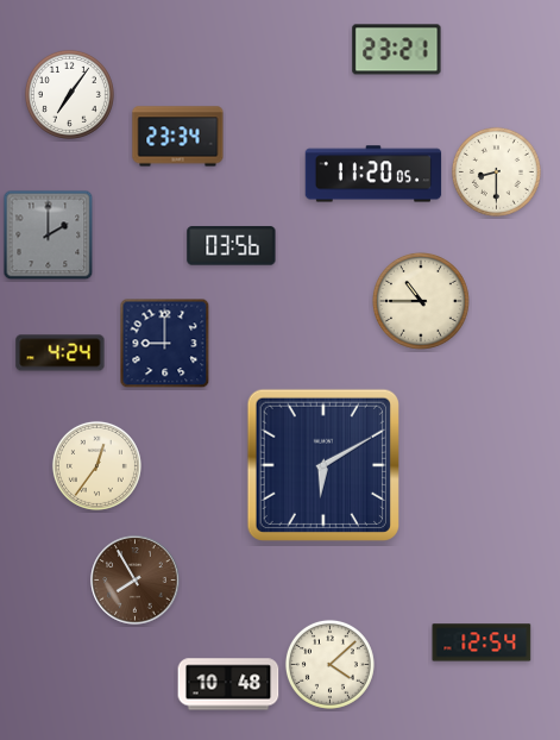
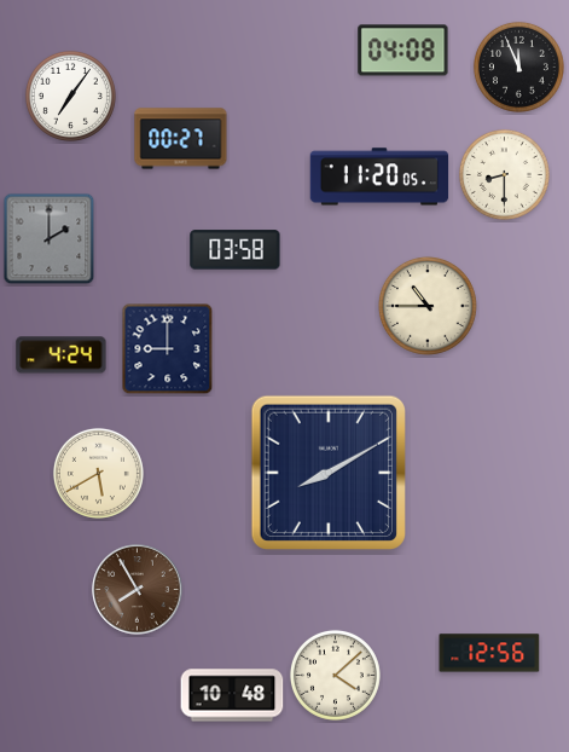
clock at (397, 50): 23:21 -> 04:08
clock at (518, 66): none -> 11:56
clock at (178, 137): 23:34 -> 00:27
clock at (232, 246): 03:56 -> 03:58
clock at (61, 353) position: (61, 353) -> (62, 355)
clock at (322, 464): 6:10 -> 8:10
clock at (96, 465): 12:36 -> 5:40
clock at (482, 642): 12:54 -> 12:56
